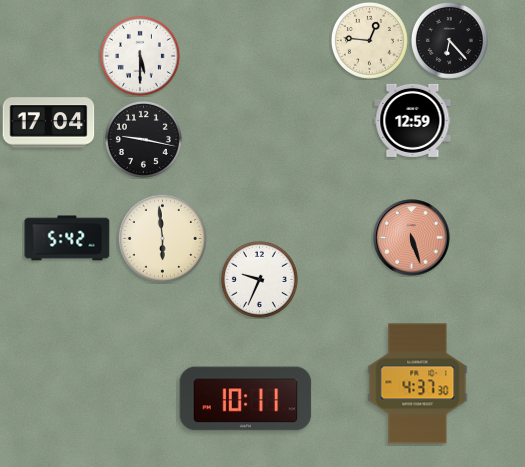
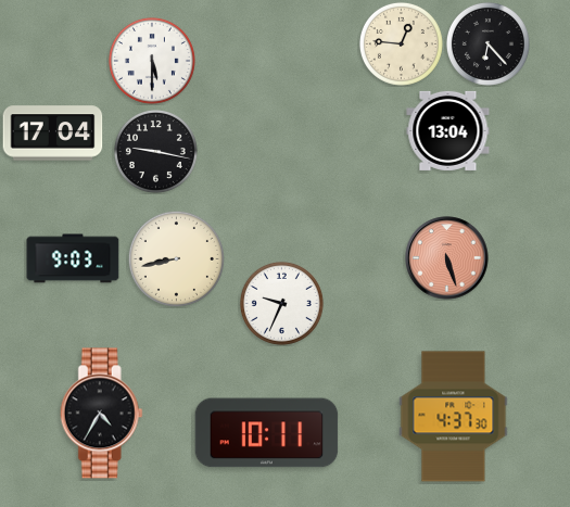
clock at (413, 120): 12:59 -> 13:04
clock at (67, 238): 5:42 -> 9:03
clock at (162, 238): 5:59 -> 8:43
clock at (101, 414): none -> 4:35
